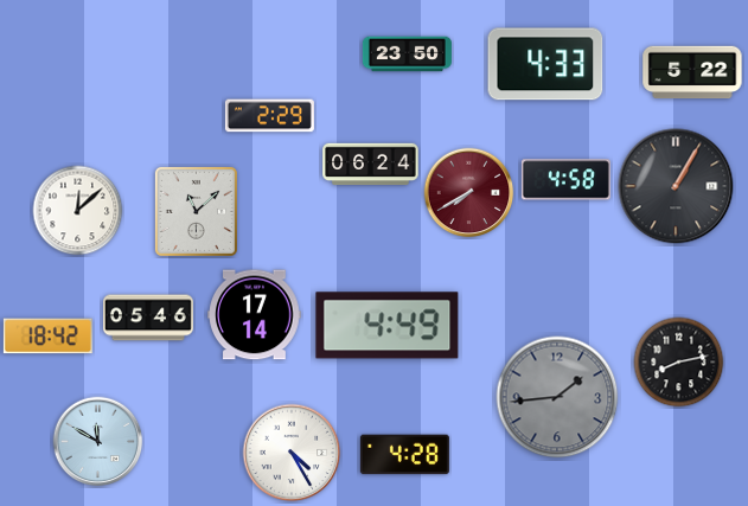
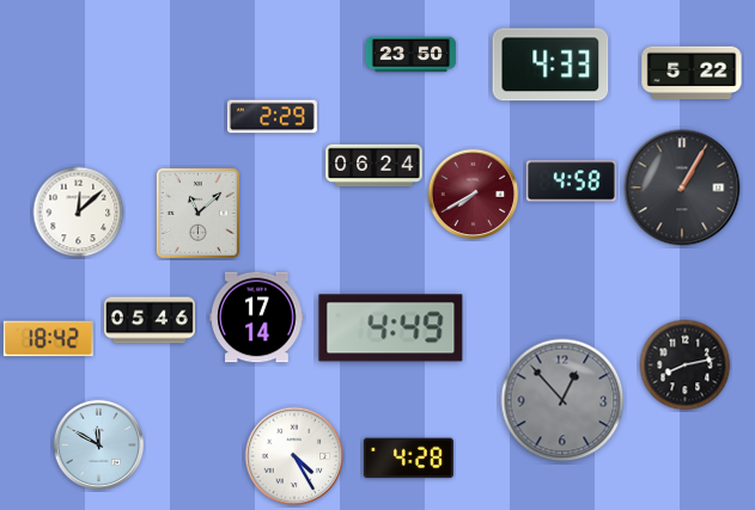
clock at (692, 72) position: (692, 72) -> (692, 73)
clock at (557, 397): 1:44 -> 12:53
